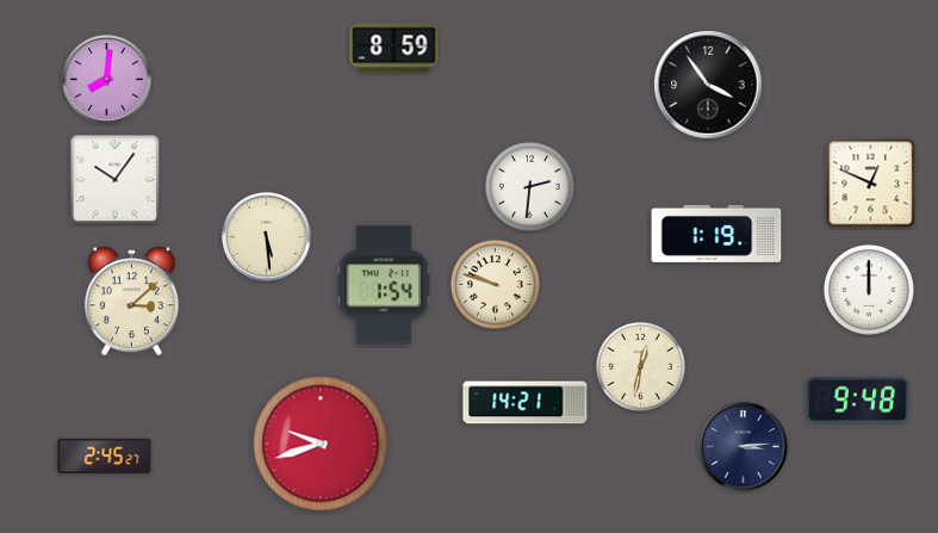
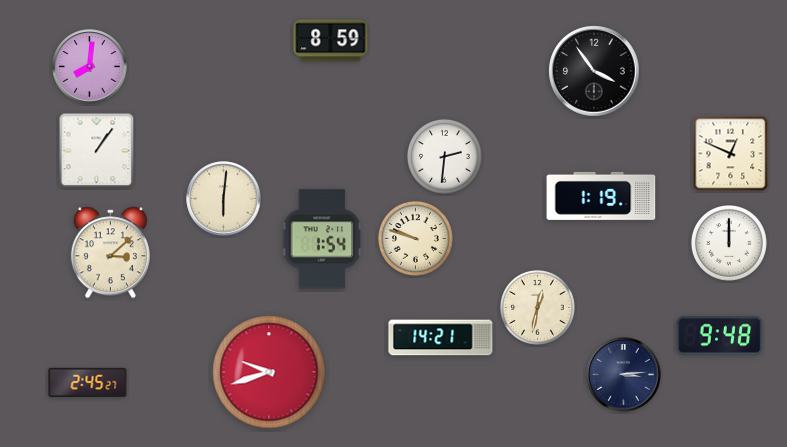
clock at (116, 180): 10:06 -> 1:06
clock at (267, 237): 5:29 -> 6:01
